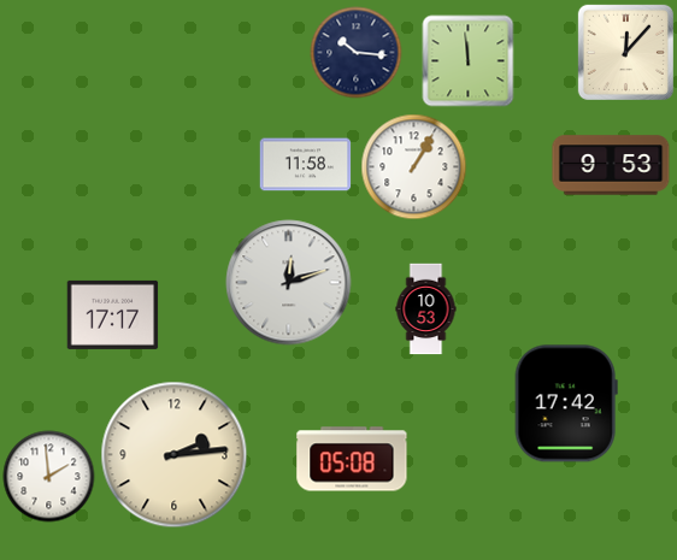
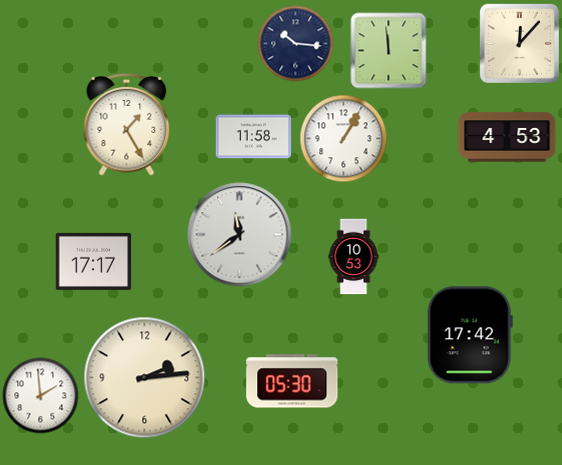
clock at (127, 125): none -> 1:25
clock at (611, 165): 9:53 -> 4:53
clock at (289, 283): 12:12 -> 11:39
clock at (352, 459): 05:08 -> 05:30
